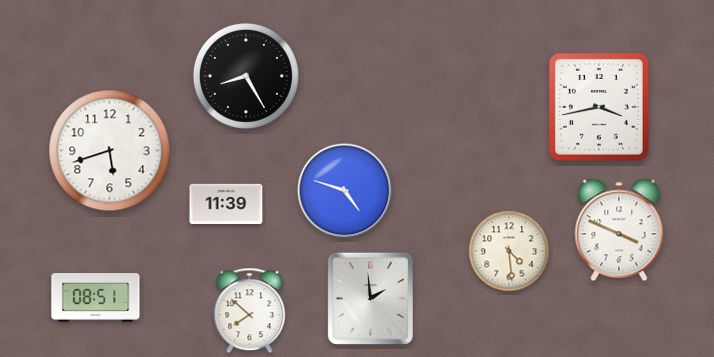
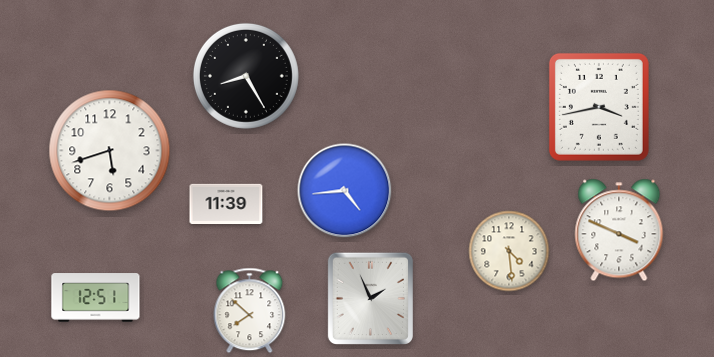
clock at (345, 191): 4:48 -> 4:44
clock at (96, 298): 08:51 -> 12:51
clock at (370, 298): 1:59 -> 1:56
